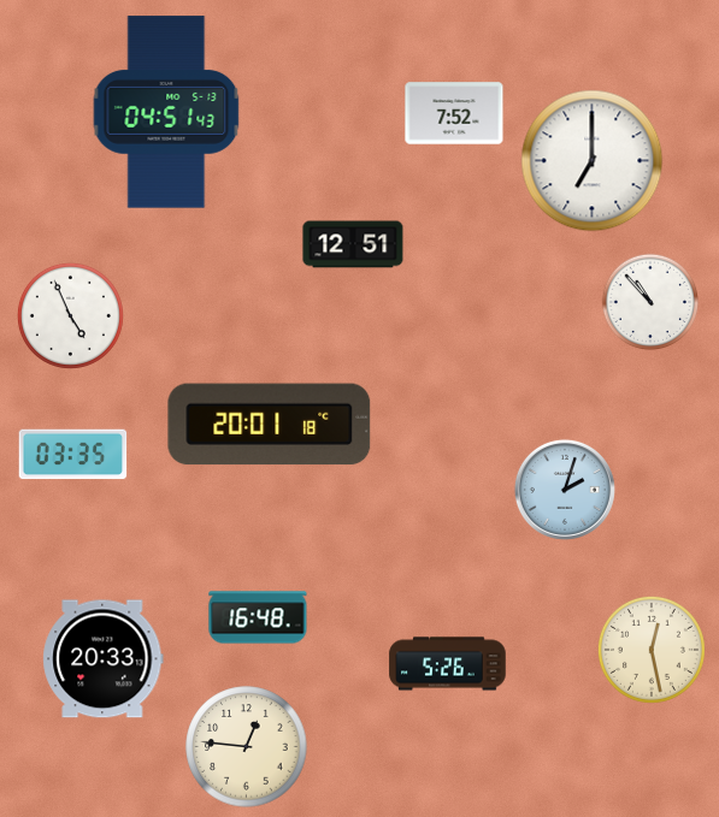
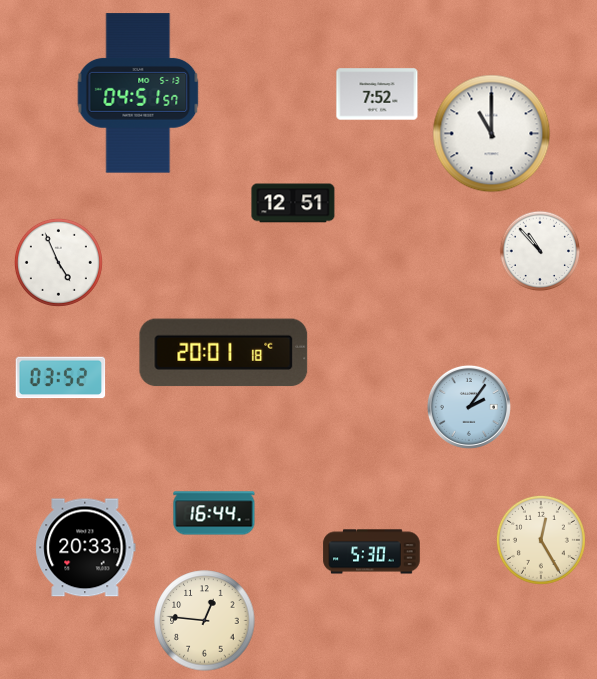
clock at (166, 112): 04:51:43 -> 04:51:57
clock at (593, 161): 7:00 -> 11:00
clock at (73, 455): 03:35 -> 03:52
clock at (565, 490): 2:03 -> 2:06
clock at (258, 617): 16:48 -> 16:44
clock at (652, 650): 12:28 -> 12:25
clock at (448, 664): 5:26 -> 5:30
